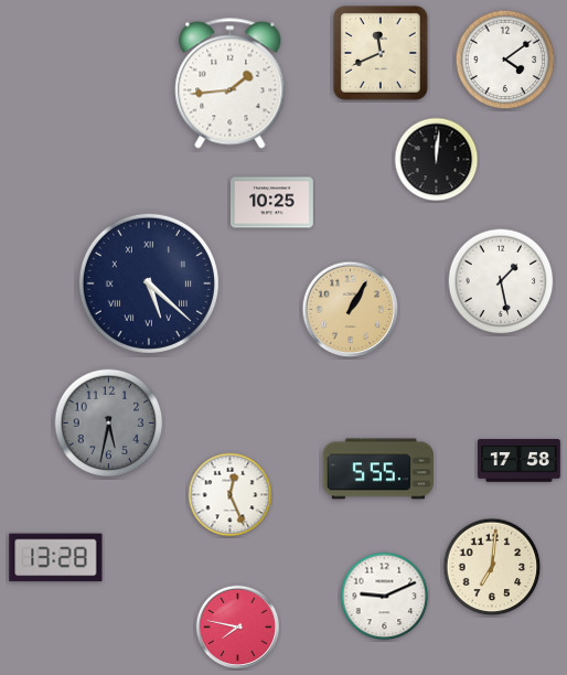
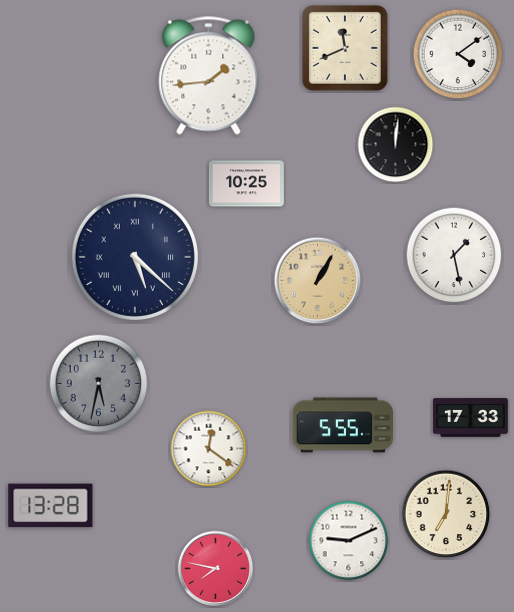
clock at (518, 461): 17:58 -> 17:33
clock at (231, 495): 12:26 -> 12:21
